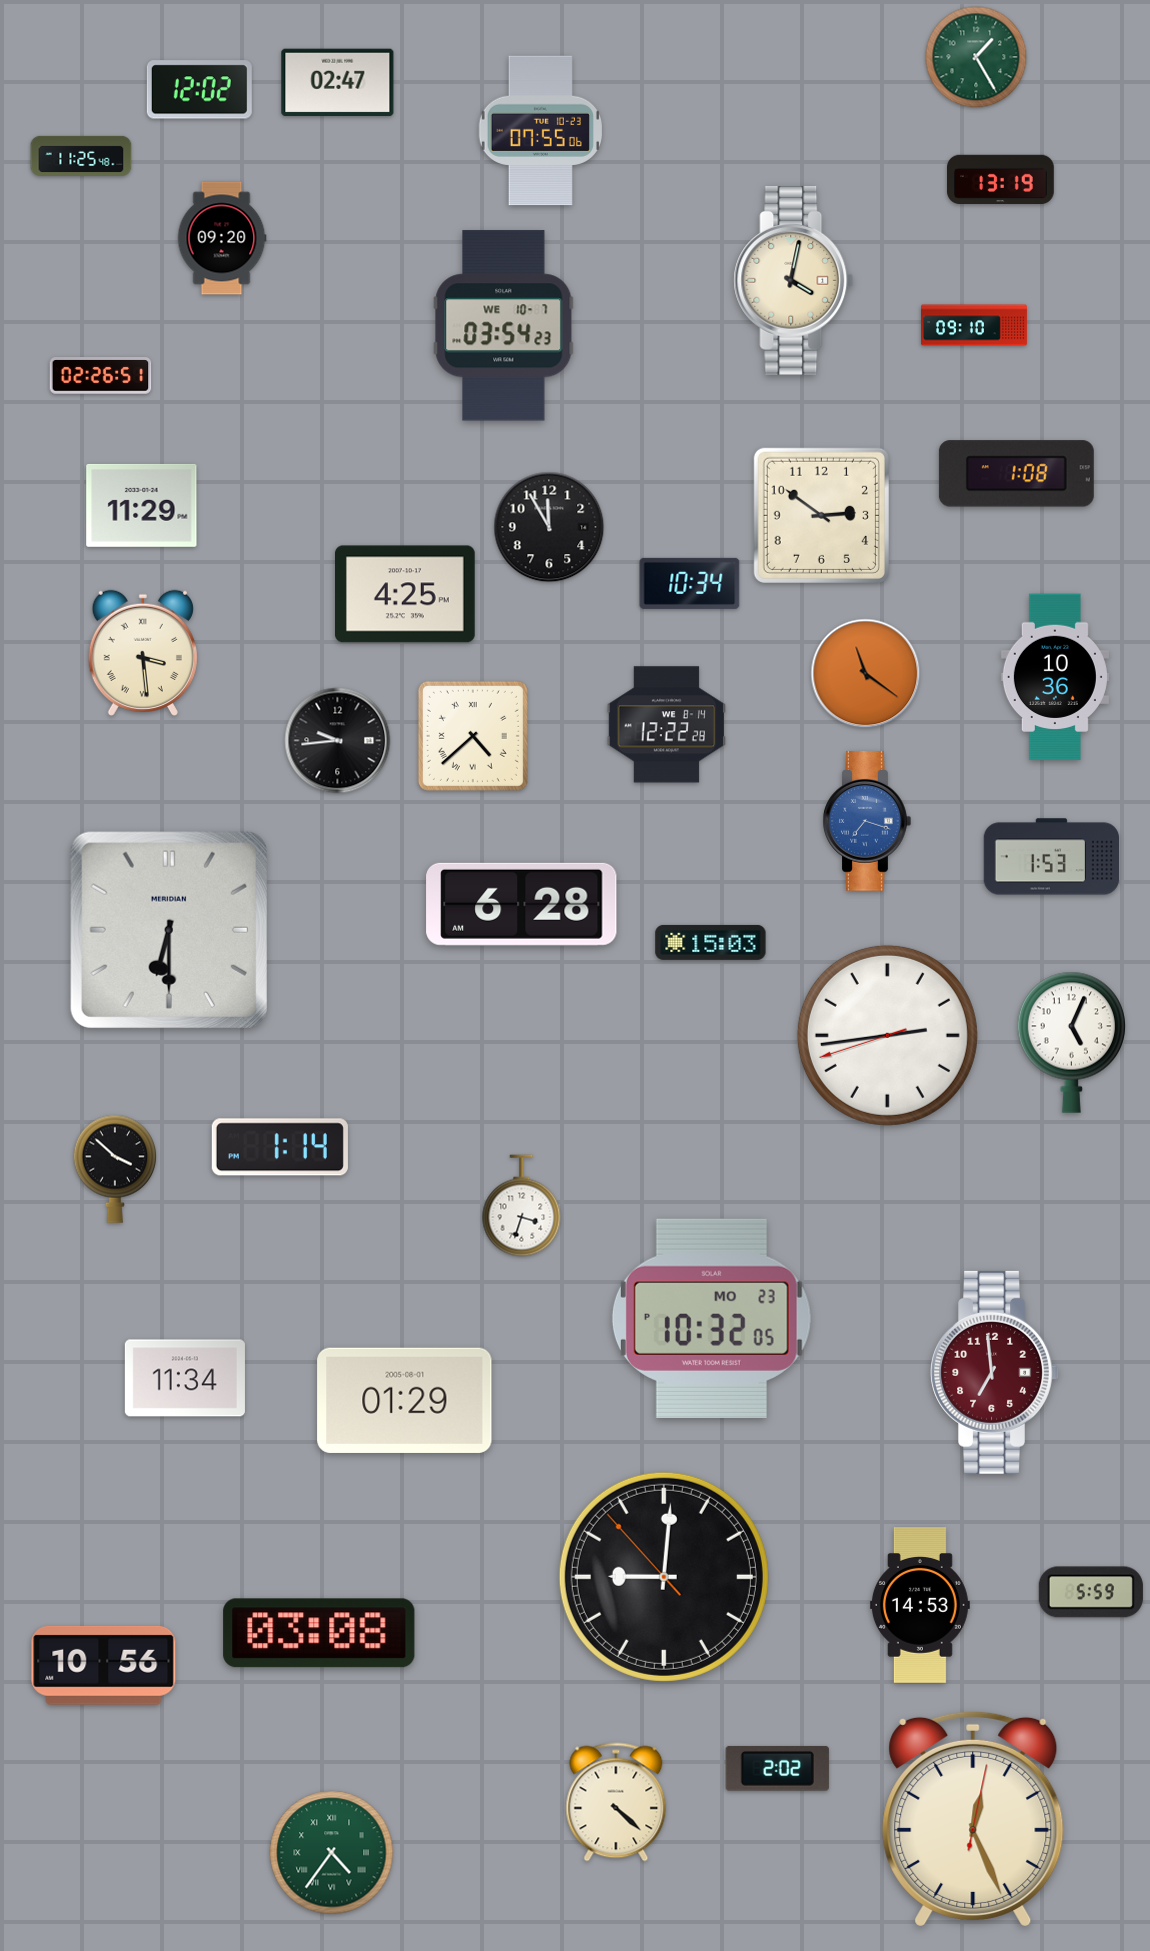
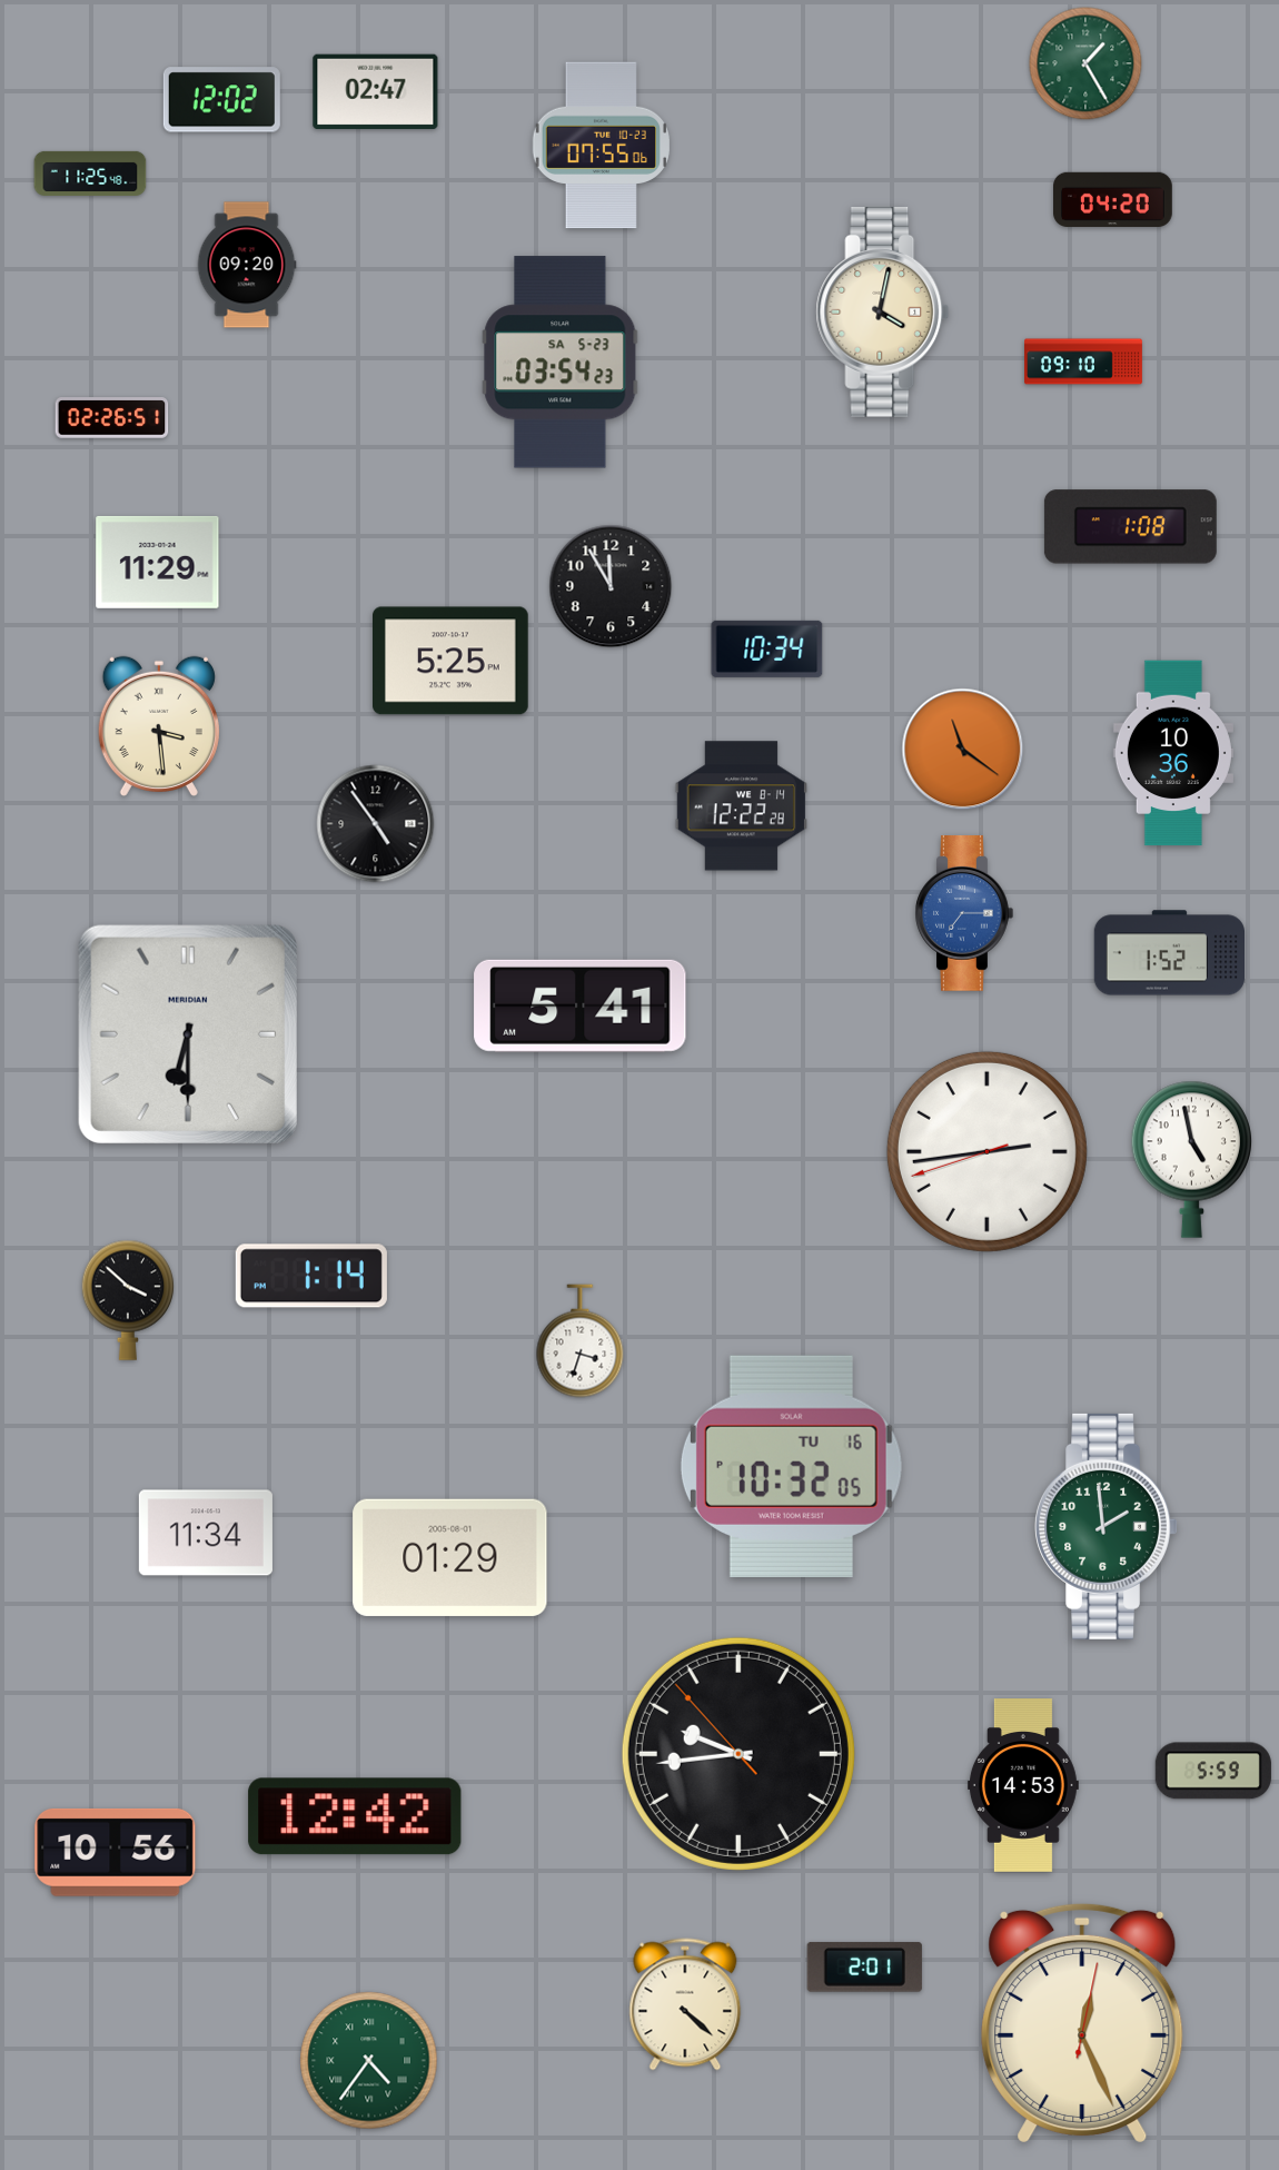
clock at (1001, 180): 13:19 -> 04:20
clock at (504, 326) date: WE 10-7 -> SA 5-23
clock at (821, 515): 2:51 -> none
clock at (406, 594): 4:25 -> 5:25
clock at (473, 736): 4:38 -> none
clock at (338, 741): 9:44 -> 4:54
clock at (867, 822): 7:18 -> 7:15
clock at (1051, 857): 1:53 -> 1:52
clock at (522, 904): 6:28 -> 5:41
clock at (711, 942): 15:03 -> none
clock at (1071, 1042): 5:04 -> 4:58
clock at (711, 1318) date: MO 23 -> TU 16
clock at (994, 1372): 6:59 -> 1:59
clock at (994, 1372) dial: burgundy -> green
clock at (664, 1577): 9:00 -> 9:43
clock at (319, 1633): 03:08 -> 12:42
clock at (777, 1769): 2:02 -> 2:01
